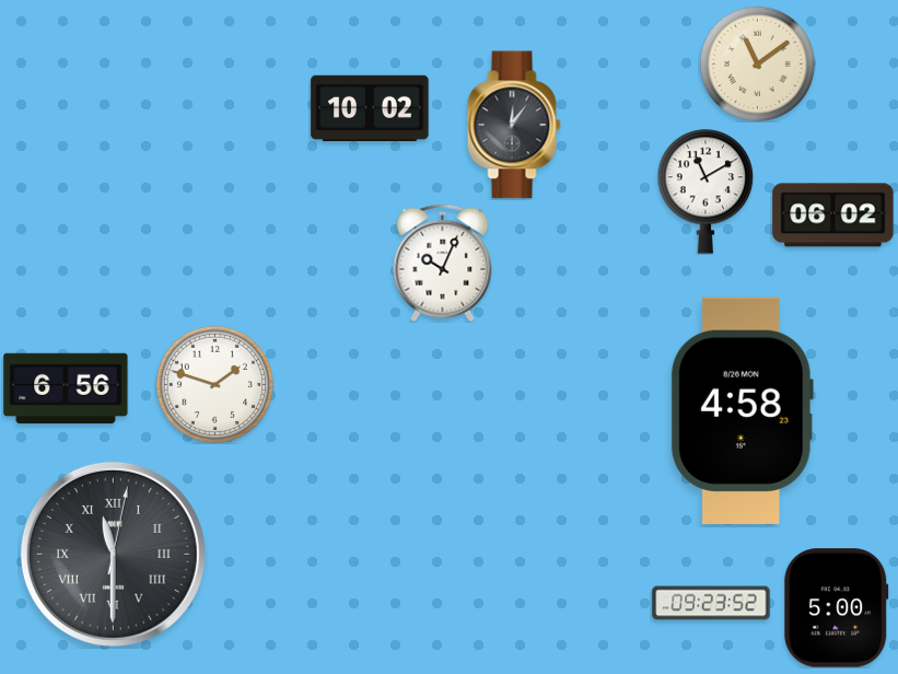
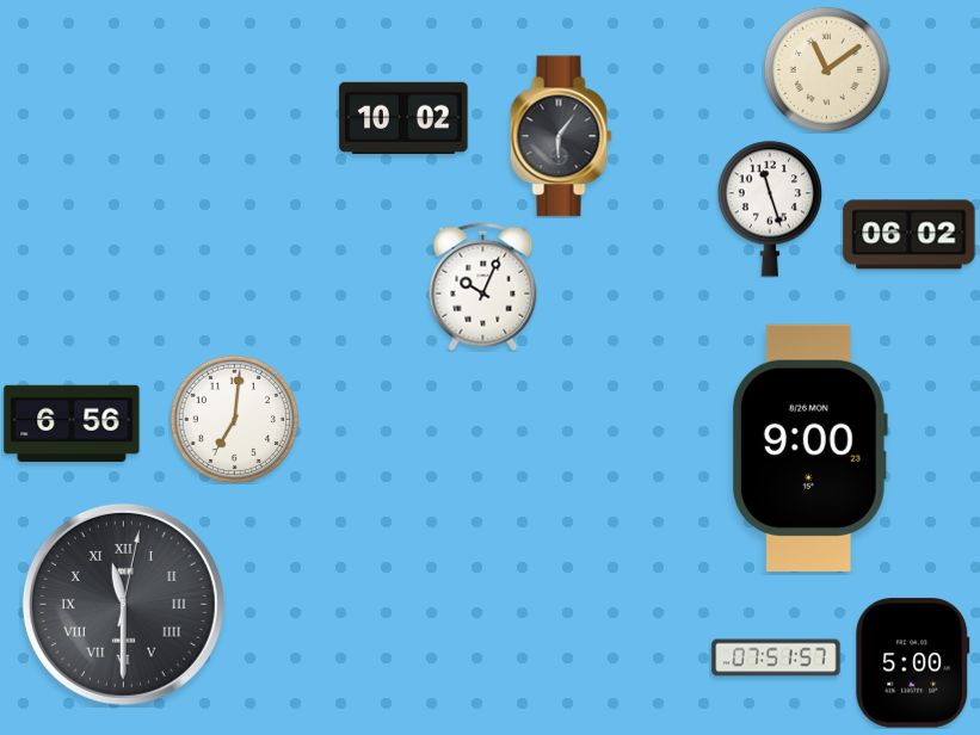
clock at (514, 125): 12:06 -> 6:06
clock at (705, 191): 11:10 -> 11:27
clock at (214, 384): 1:48 -> 7:01
clock at (742, 410): 4:58 -> 9:00
clock at (711, 603): 09:23 -> 07:51
